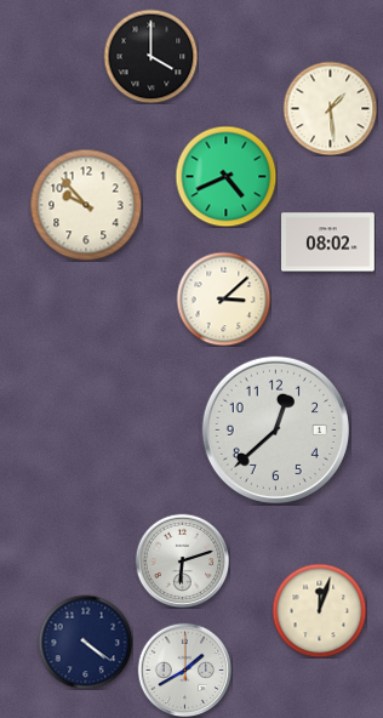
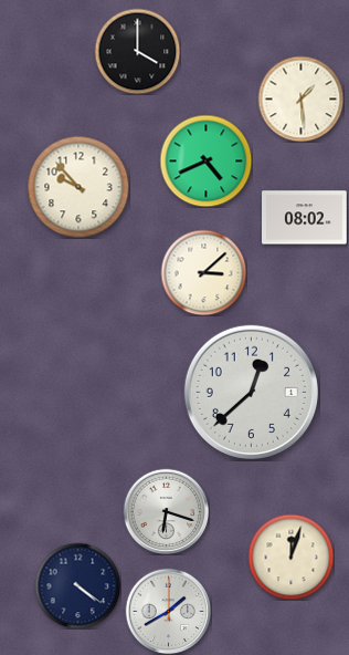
clock at (328, 243) position: (328, 243) -> (305, 218)
clock at (182, 560): 6:12 -> 6:18
